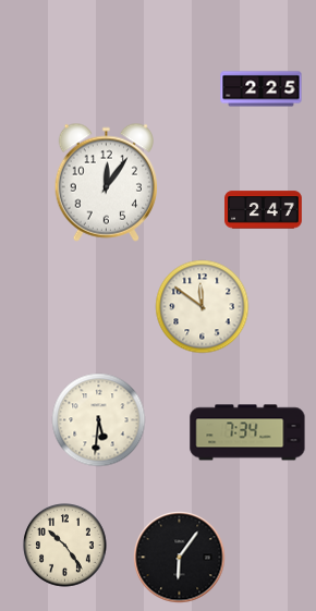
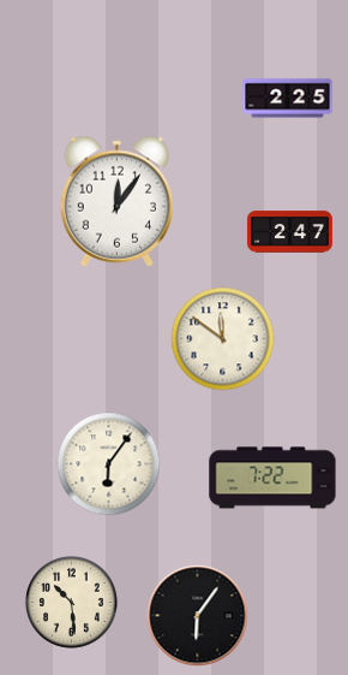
clock at (99, 420): 5:31 -> 6:06
clock at (247, 432): 7:34 -> 7:22
clock at (65, 546): 10:24 -> 10:29
